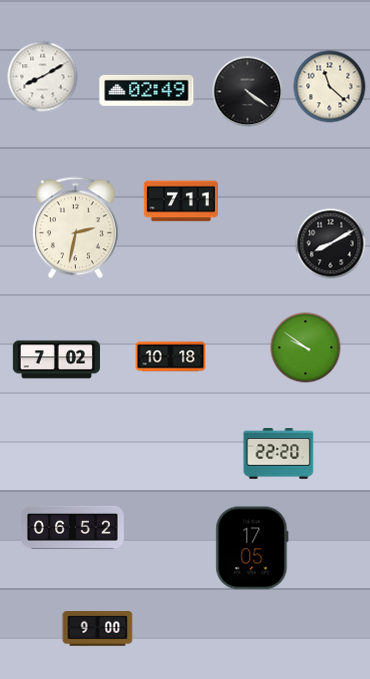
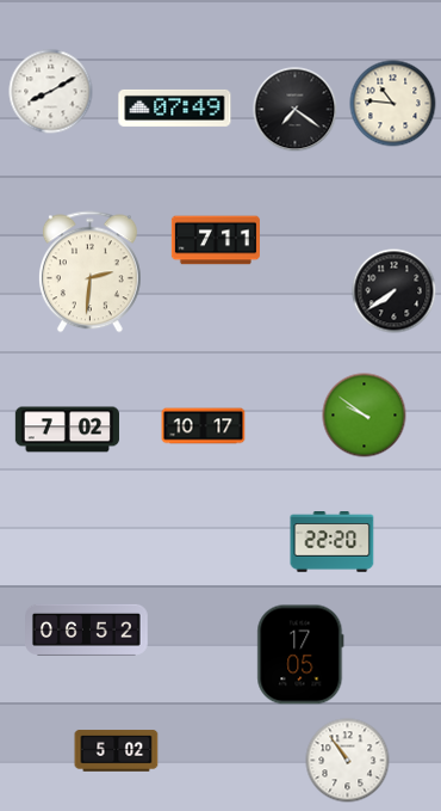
clock at (330, 87): 11:22 -> 10:46
clock at (147, 90): 02:49 -> 07:49
clock at (248, 92): 4:21 -> 7:21
clock at (75, 228): 2:32 -> 2:31
clock at (331, 244): 8:10 -> 7:39
clock at (171, 357): 10:18 -> 10:17
clock at (98, 629): 9:00 -> 5:02
clock at (348, 761): none -> 10:54
